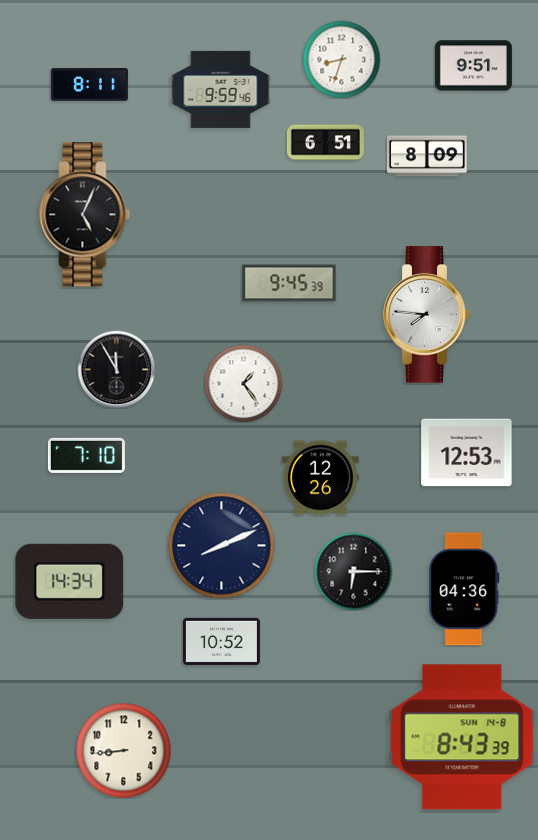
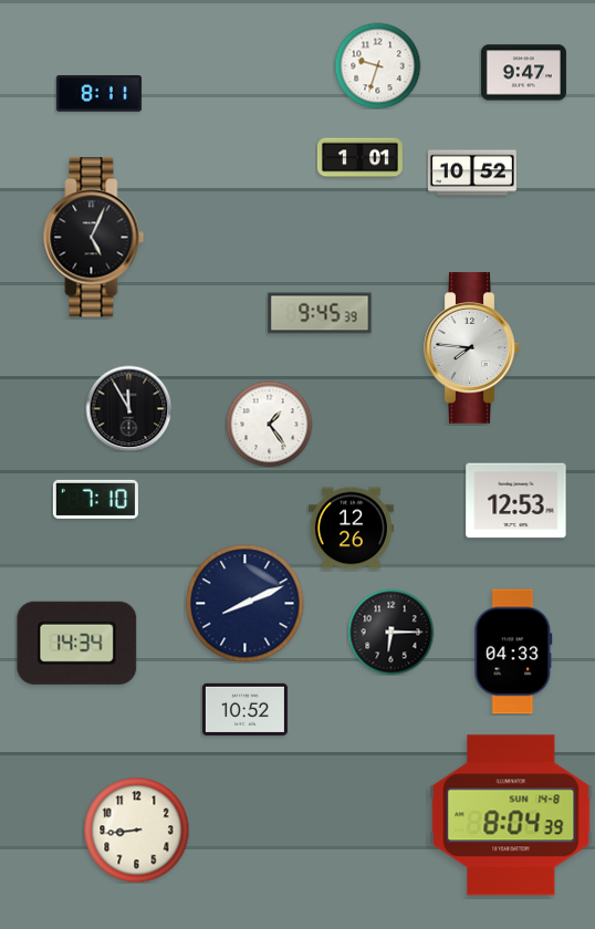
clock at (341, 59): 8:33 -> 9:33
clock at (473, 66): 9:51 -> 9:47
clock at (221, 89): 9:59 -> none
clock at (325, 143): 6:51 -> 1:01
clock at (427, 156): 8:09 -> 10:52
clock at (86, 455) position: (86, 455) -> (95, 499)
clock at (320, 478) position: (320, 478) -> (351, 529)
clock at (464, 589): 04:36 -> 04:33
clock at (462, 737): 8:43 -> 8:04
